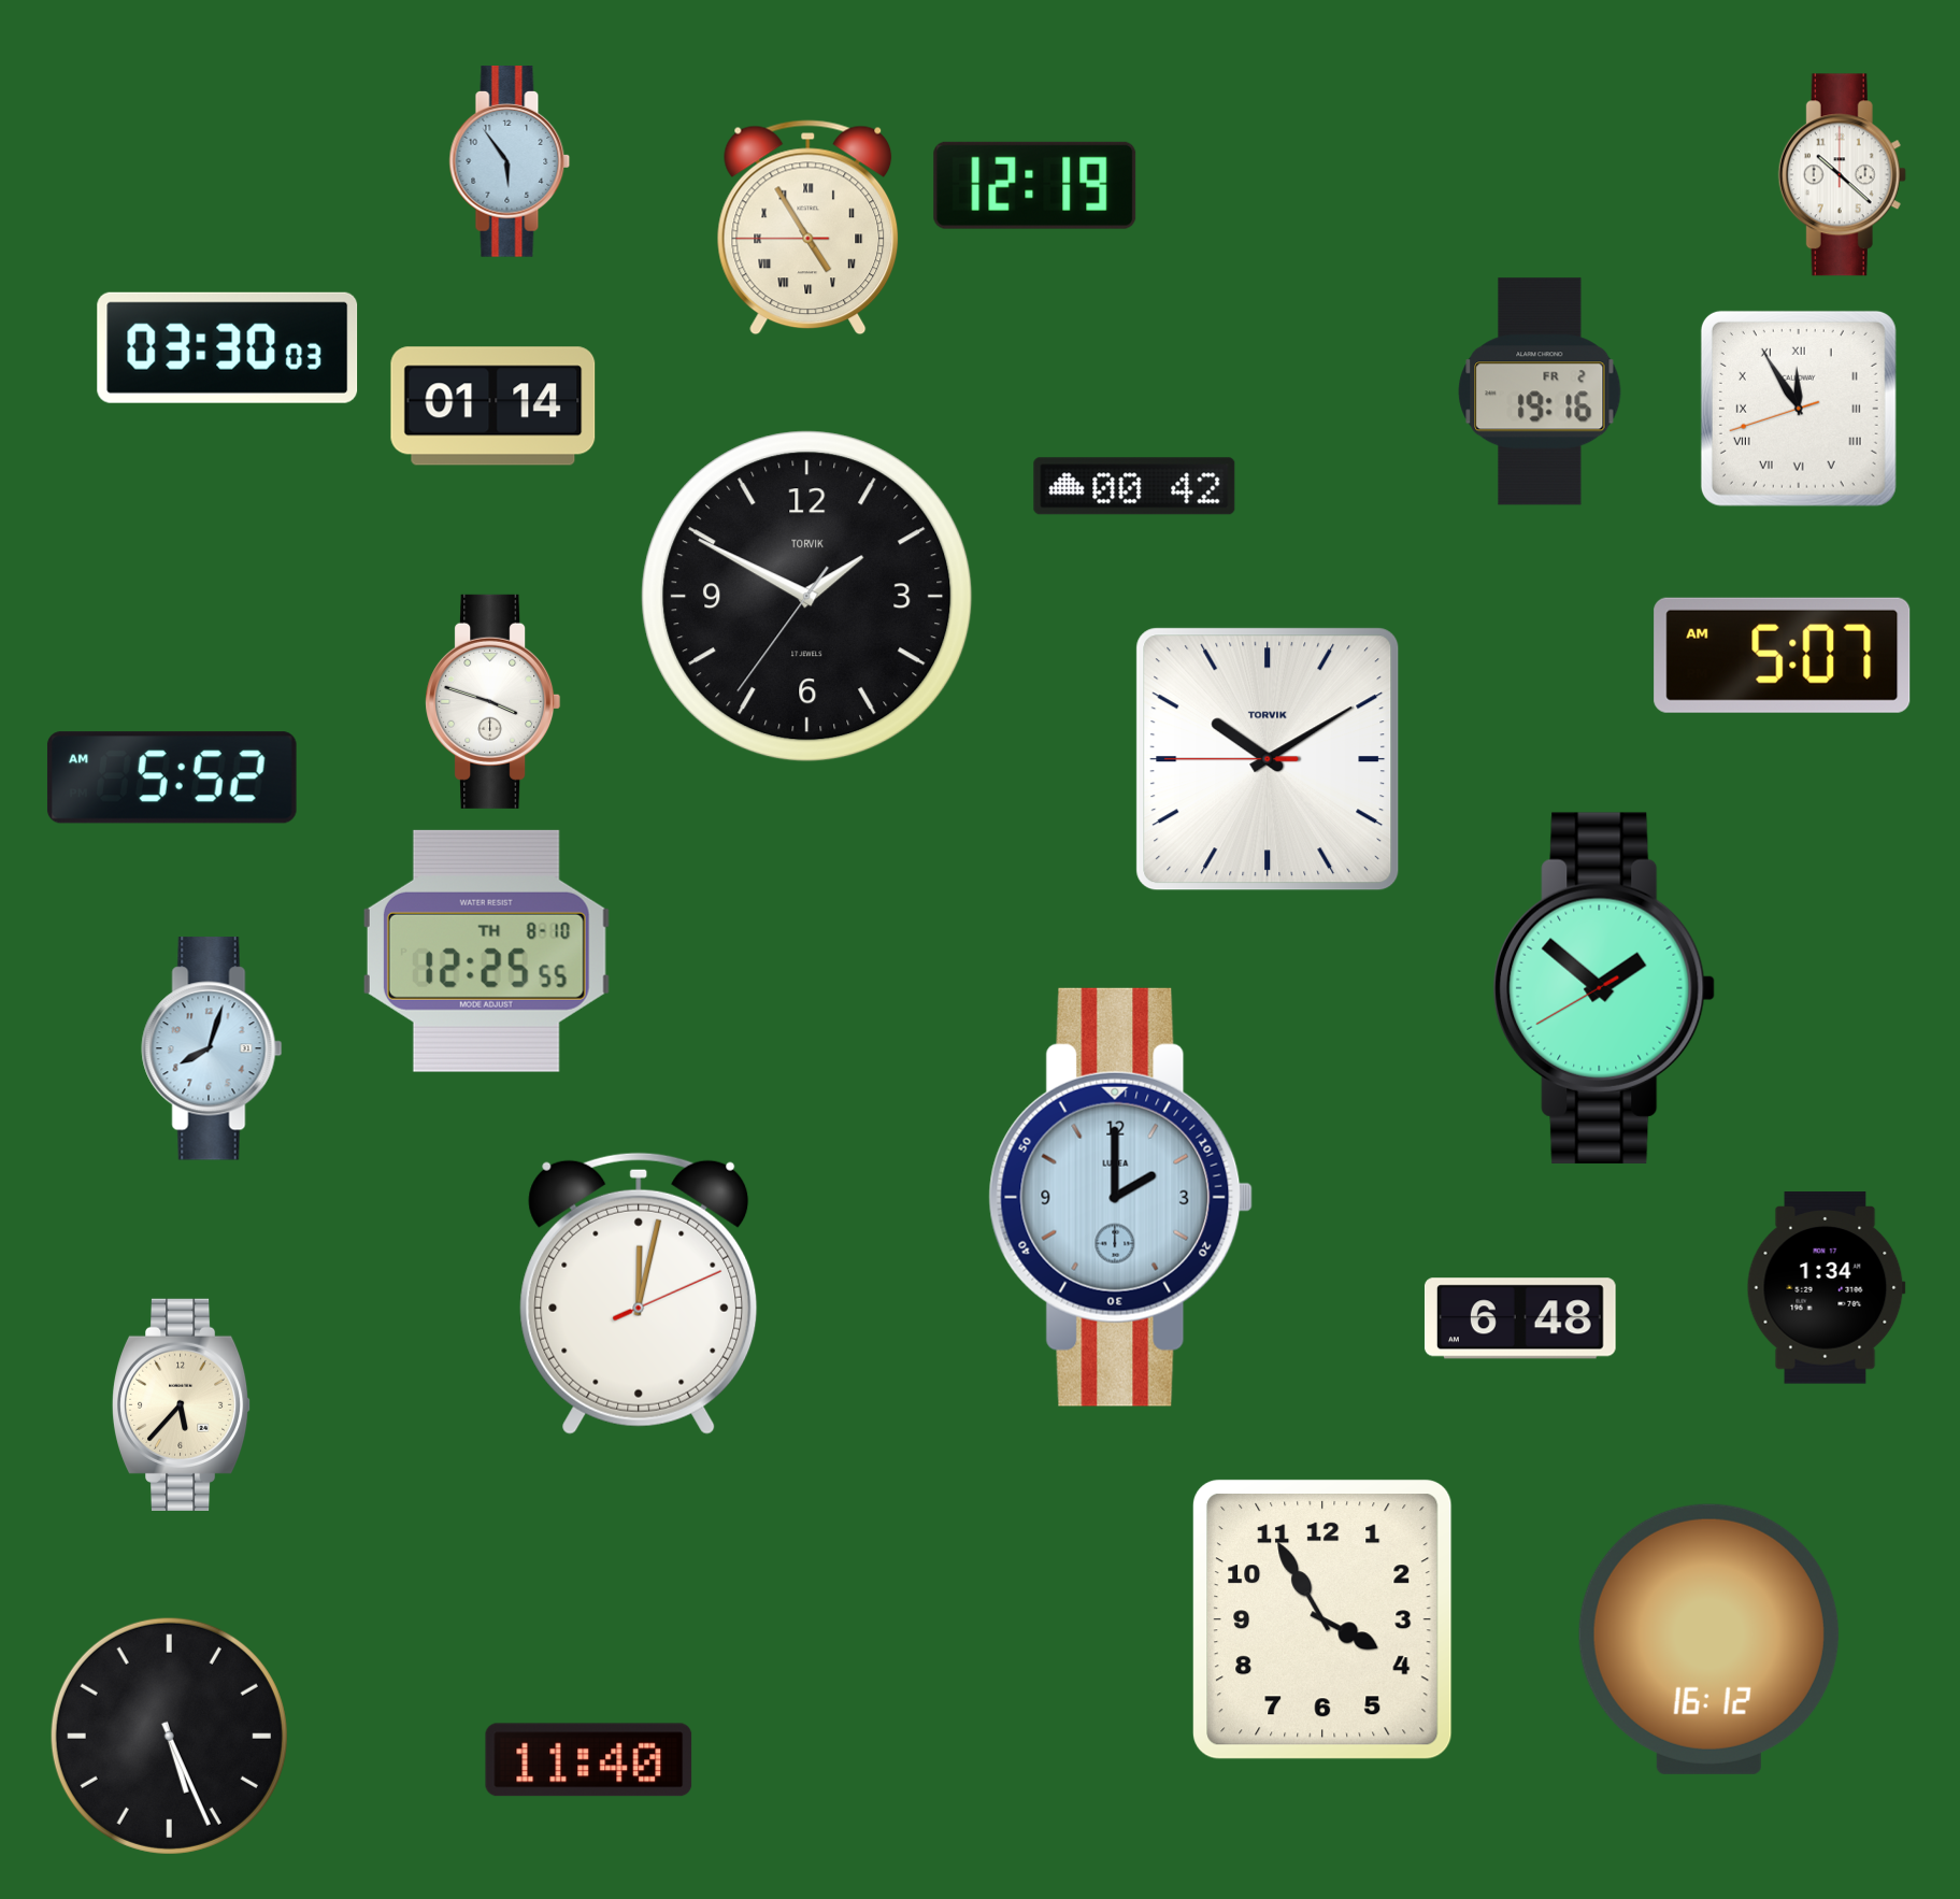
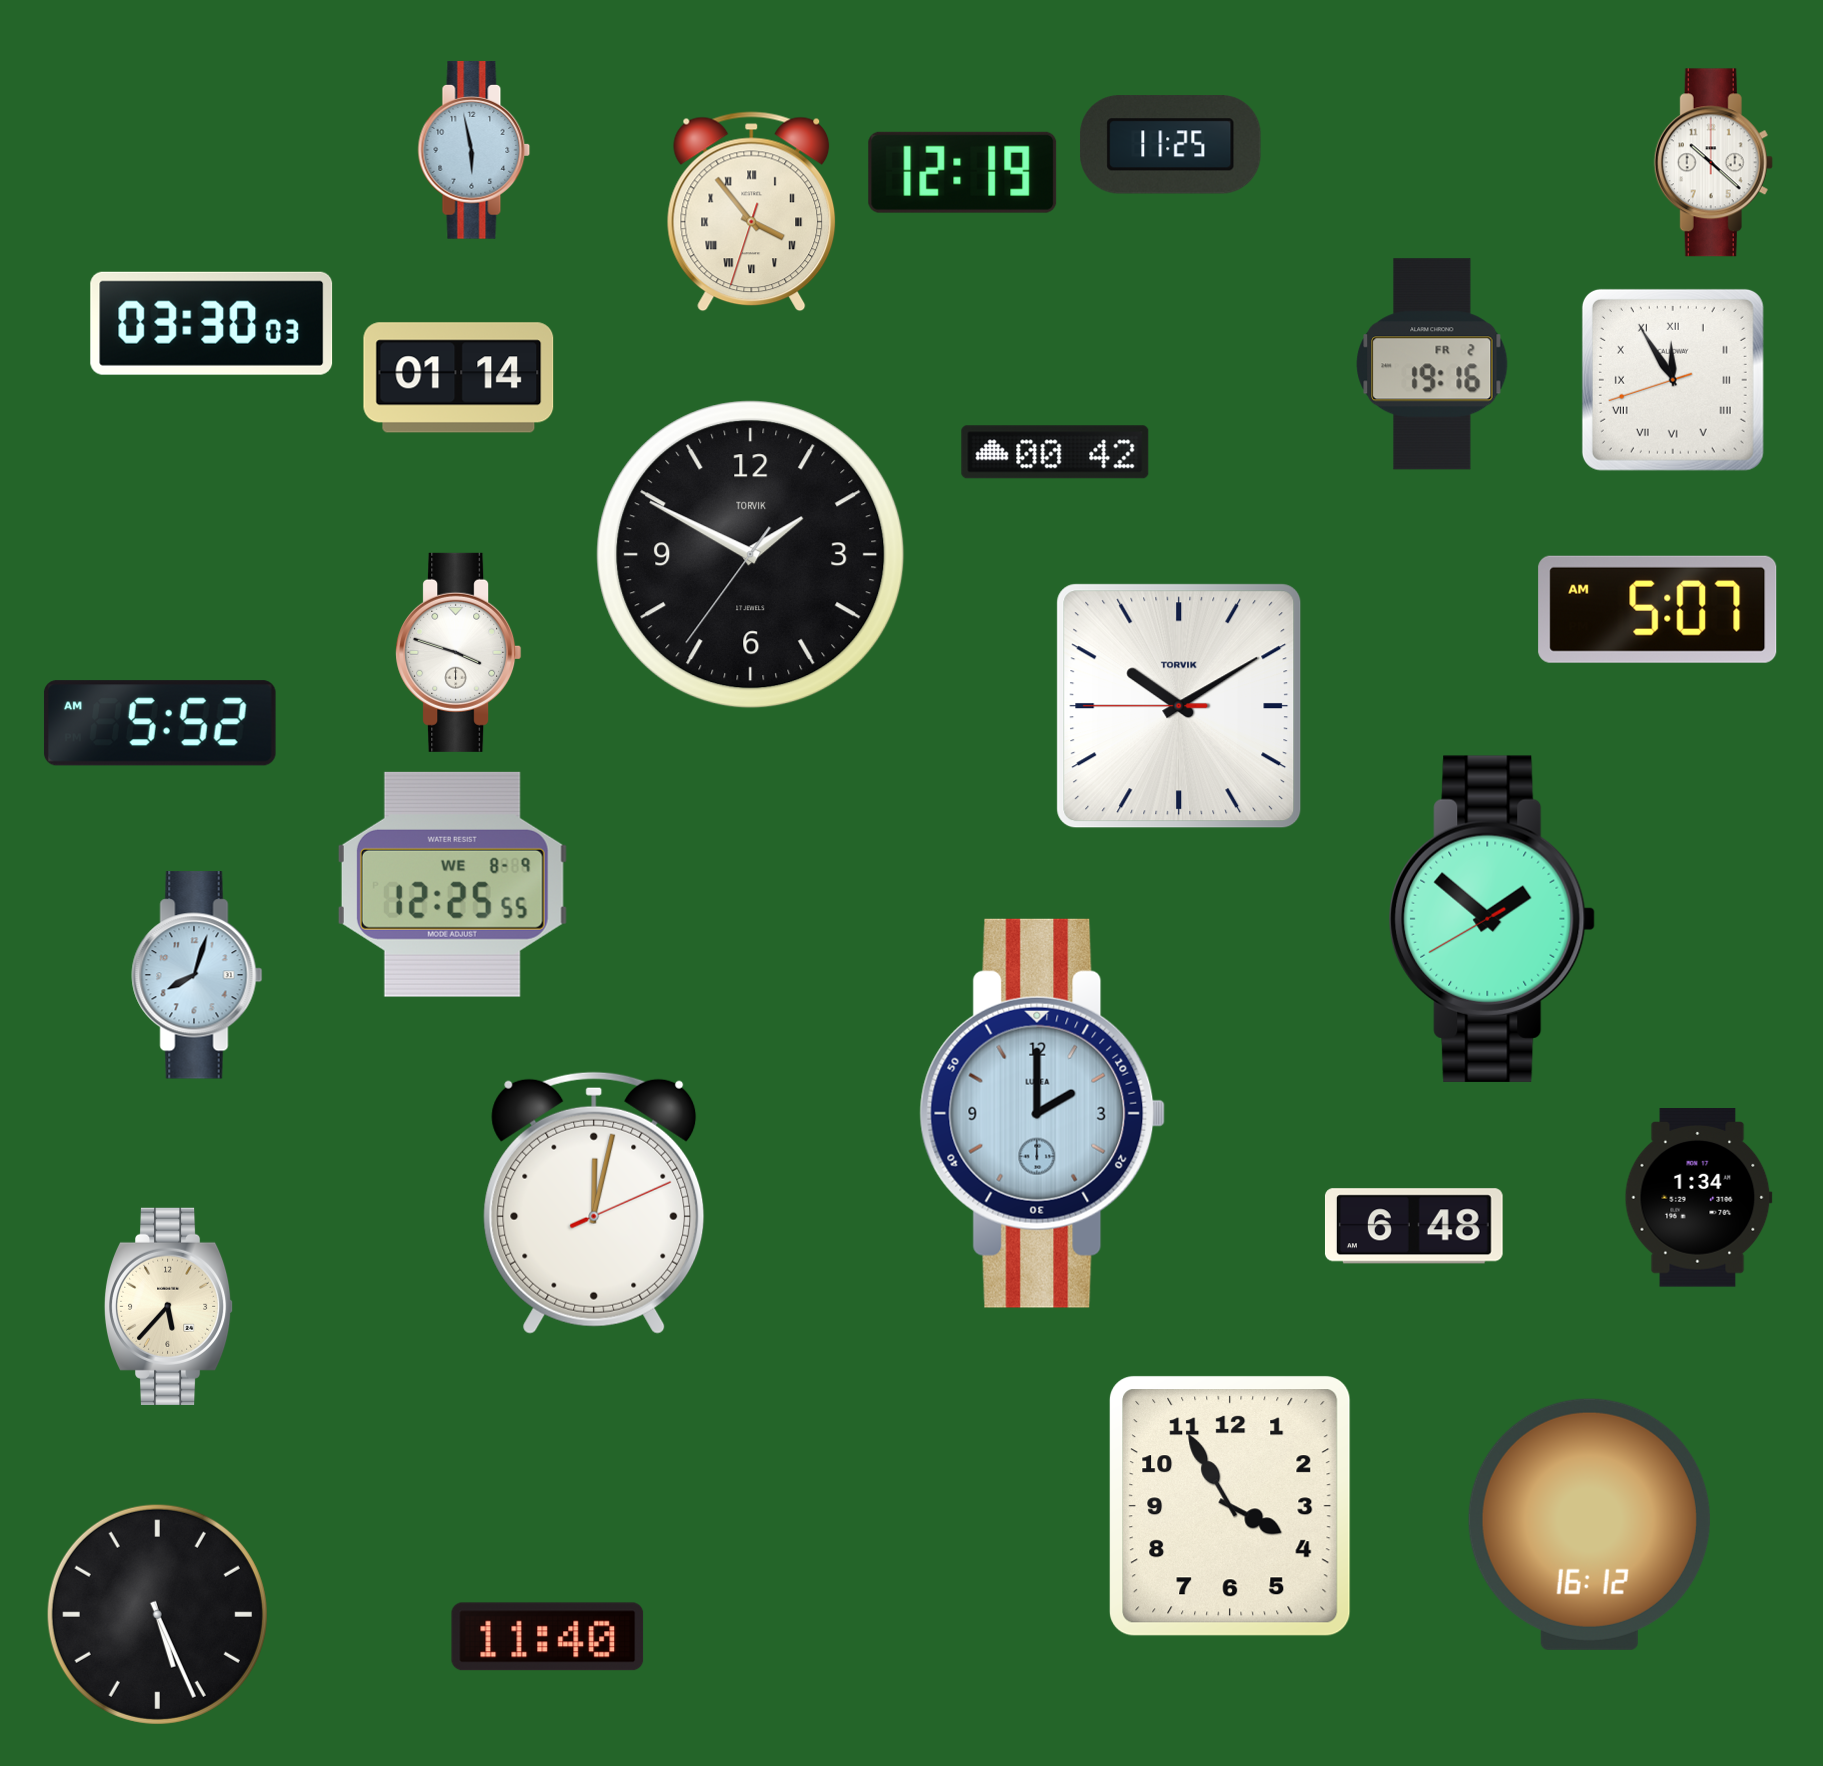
clock at (1171, 145): none -> 11:25
clock at (510, 162): 5:54 -> 5:58
clock at (809, 228): 4:54 -> 3:53
clock at (486, 951) date: TH 8-10 -> WE 8-9
